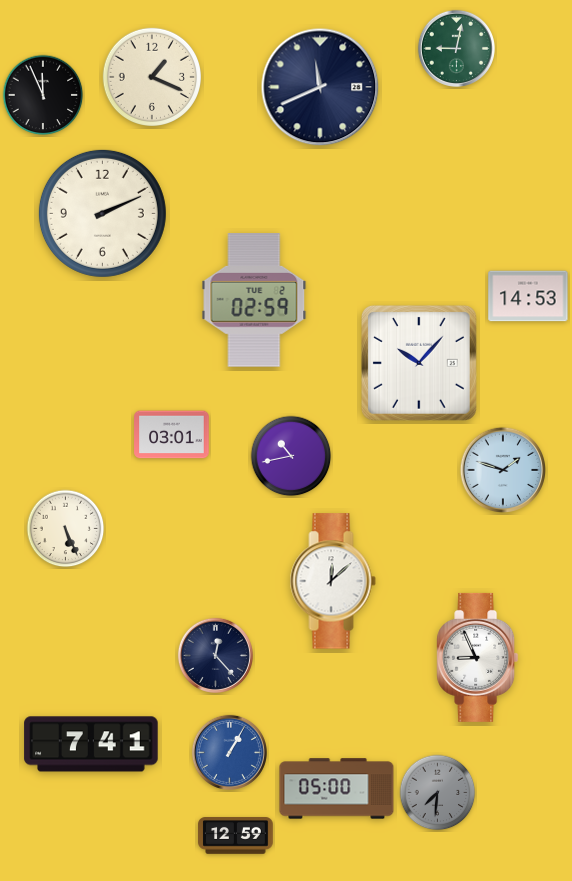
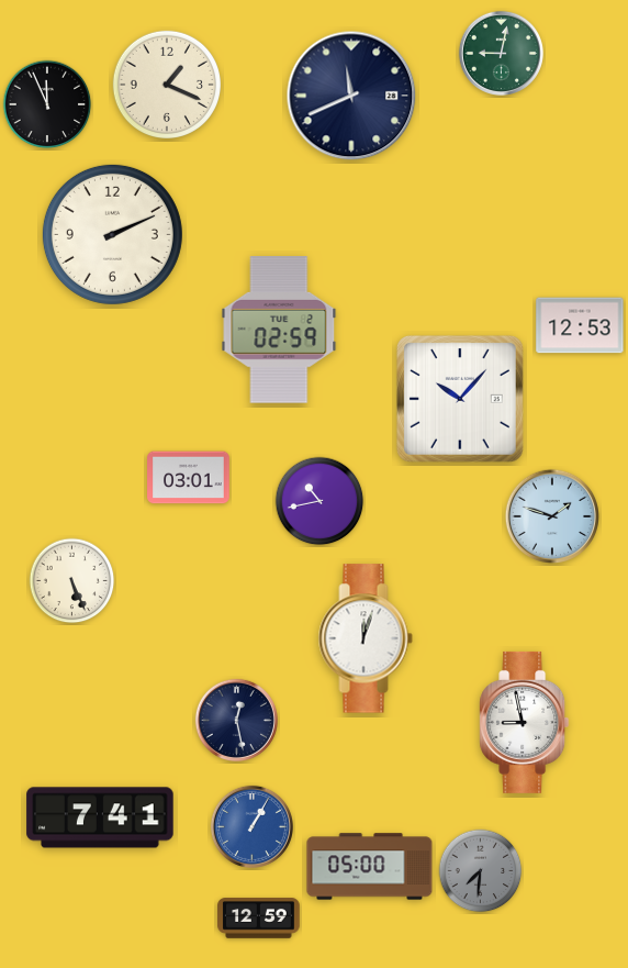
clock at (528, 296): 14:53 -> 12:53
clock at (333, 581): 12:08 -> 12:03
clock at (215, 655): 12:23 -> 12:28
clock at (478, 657): 8:56 -> 8:58
